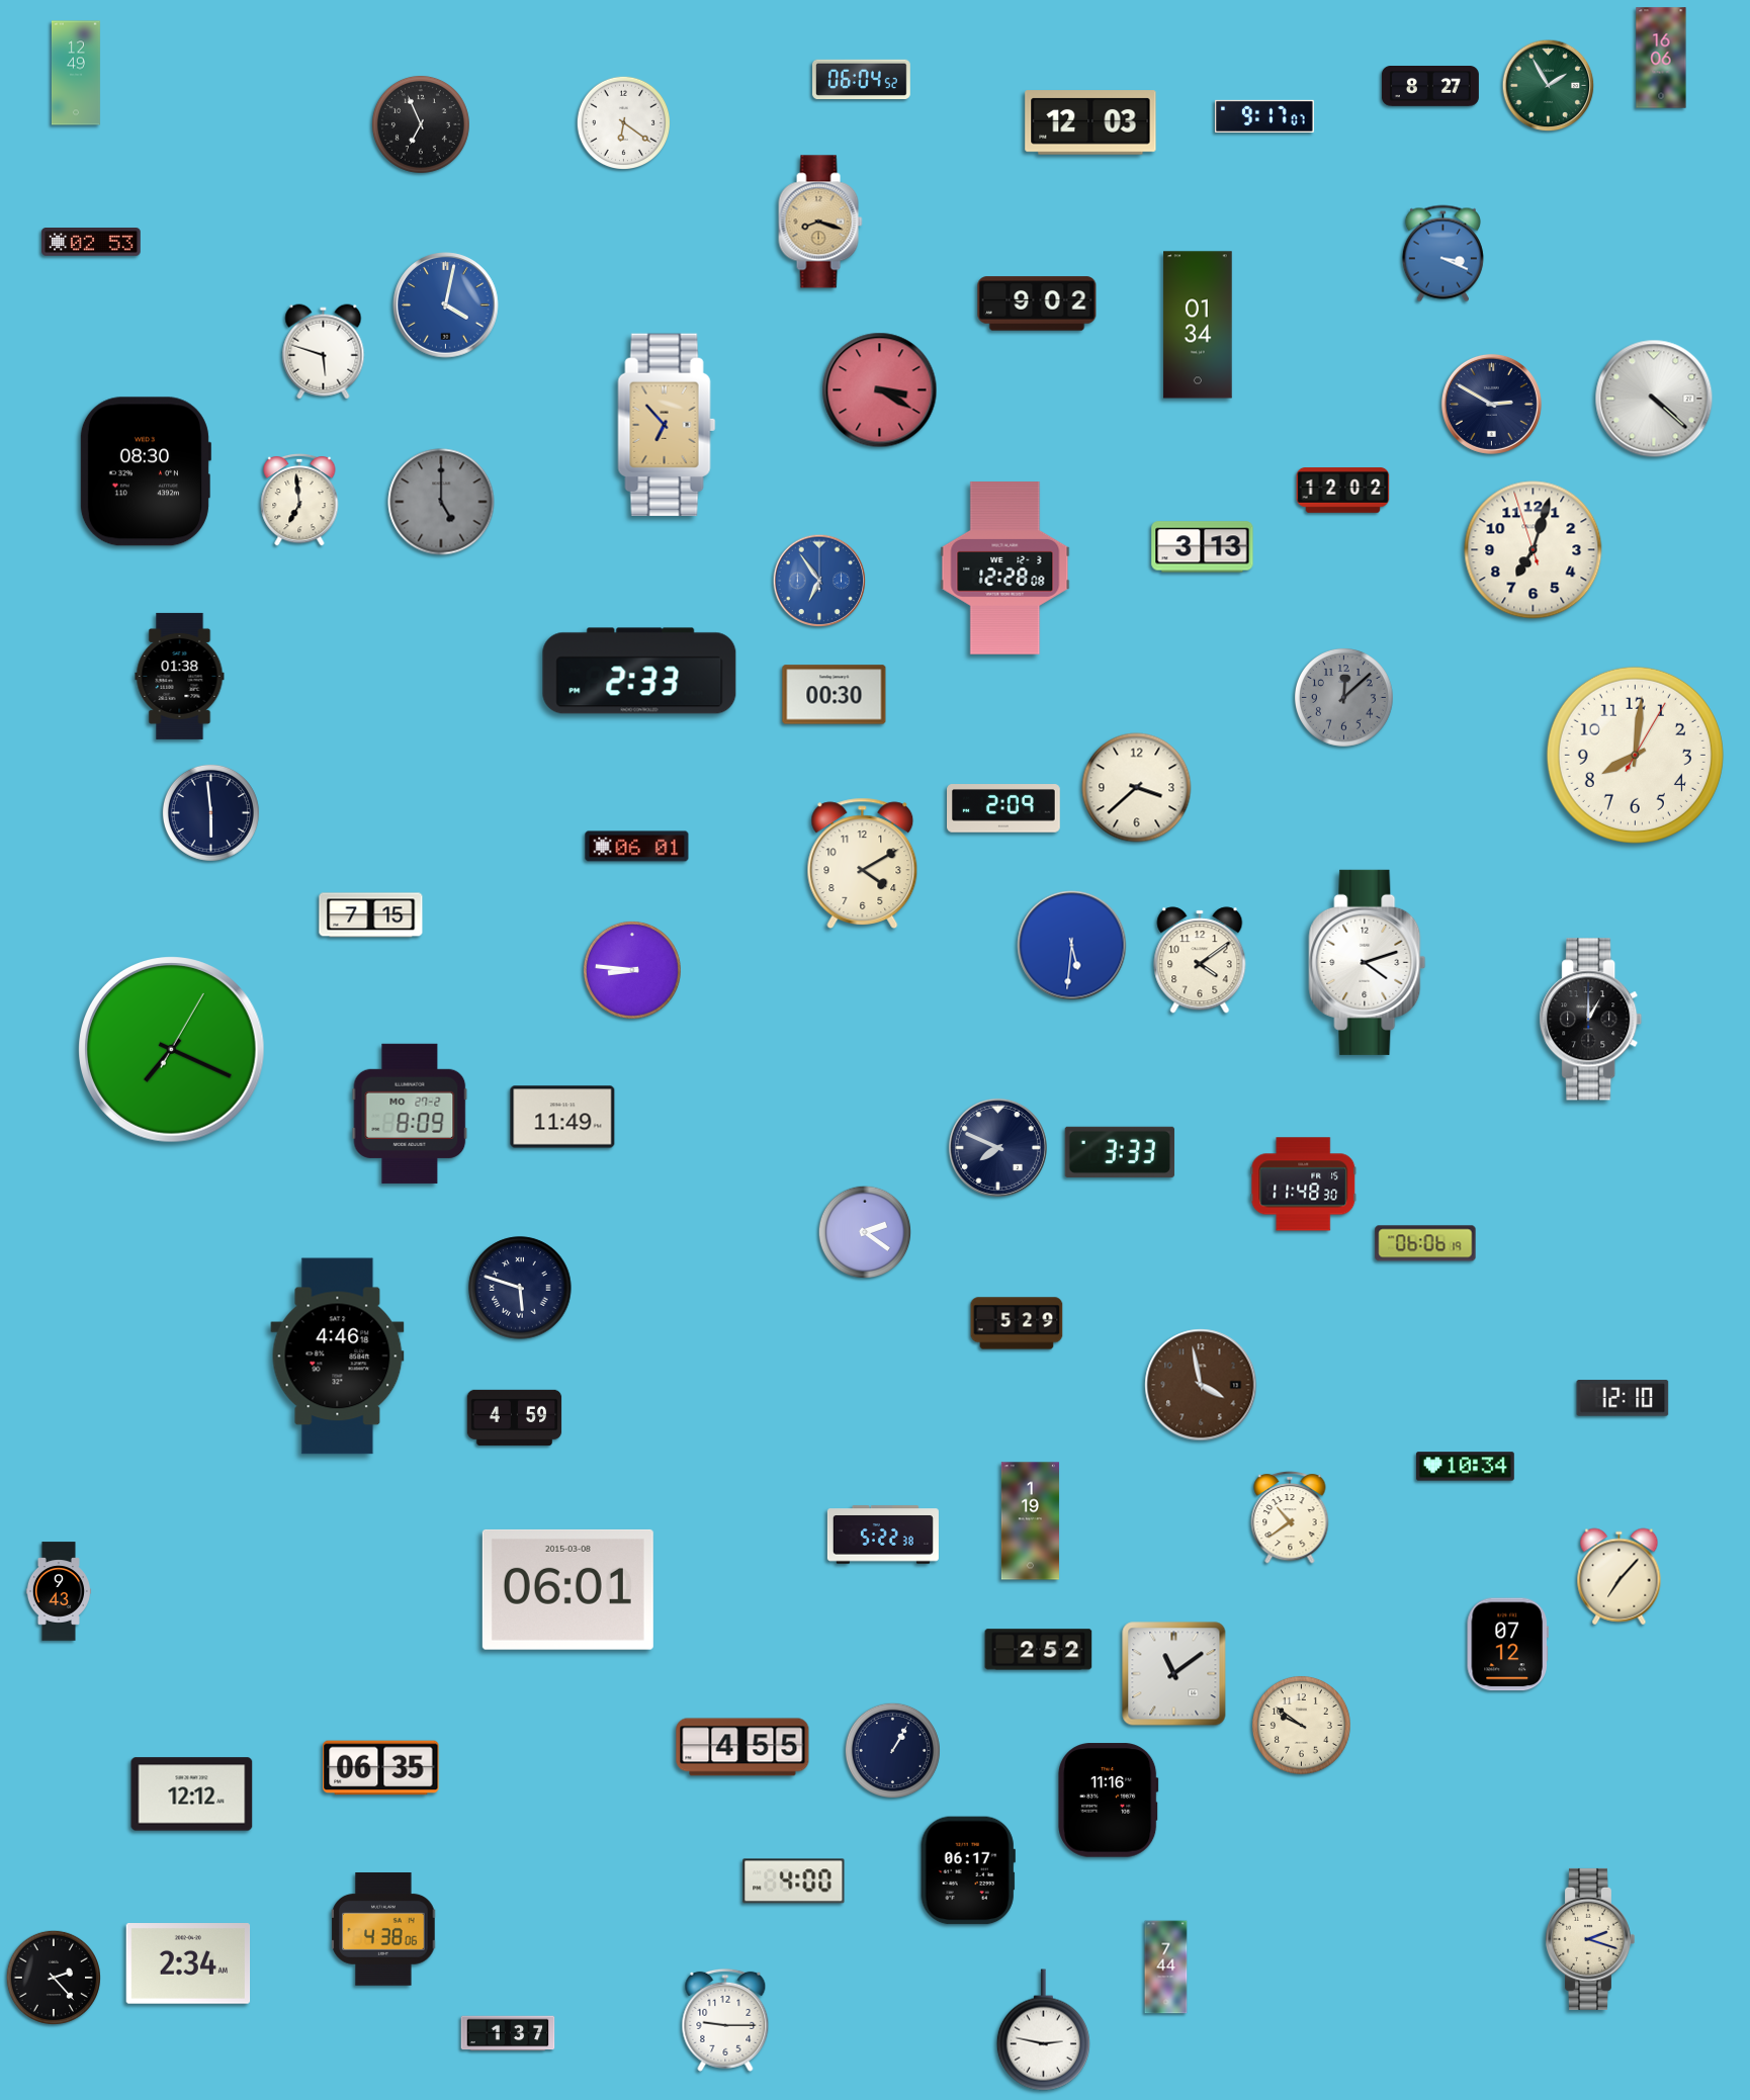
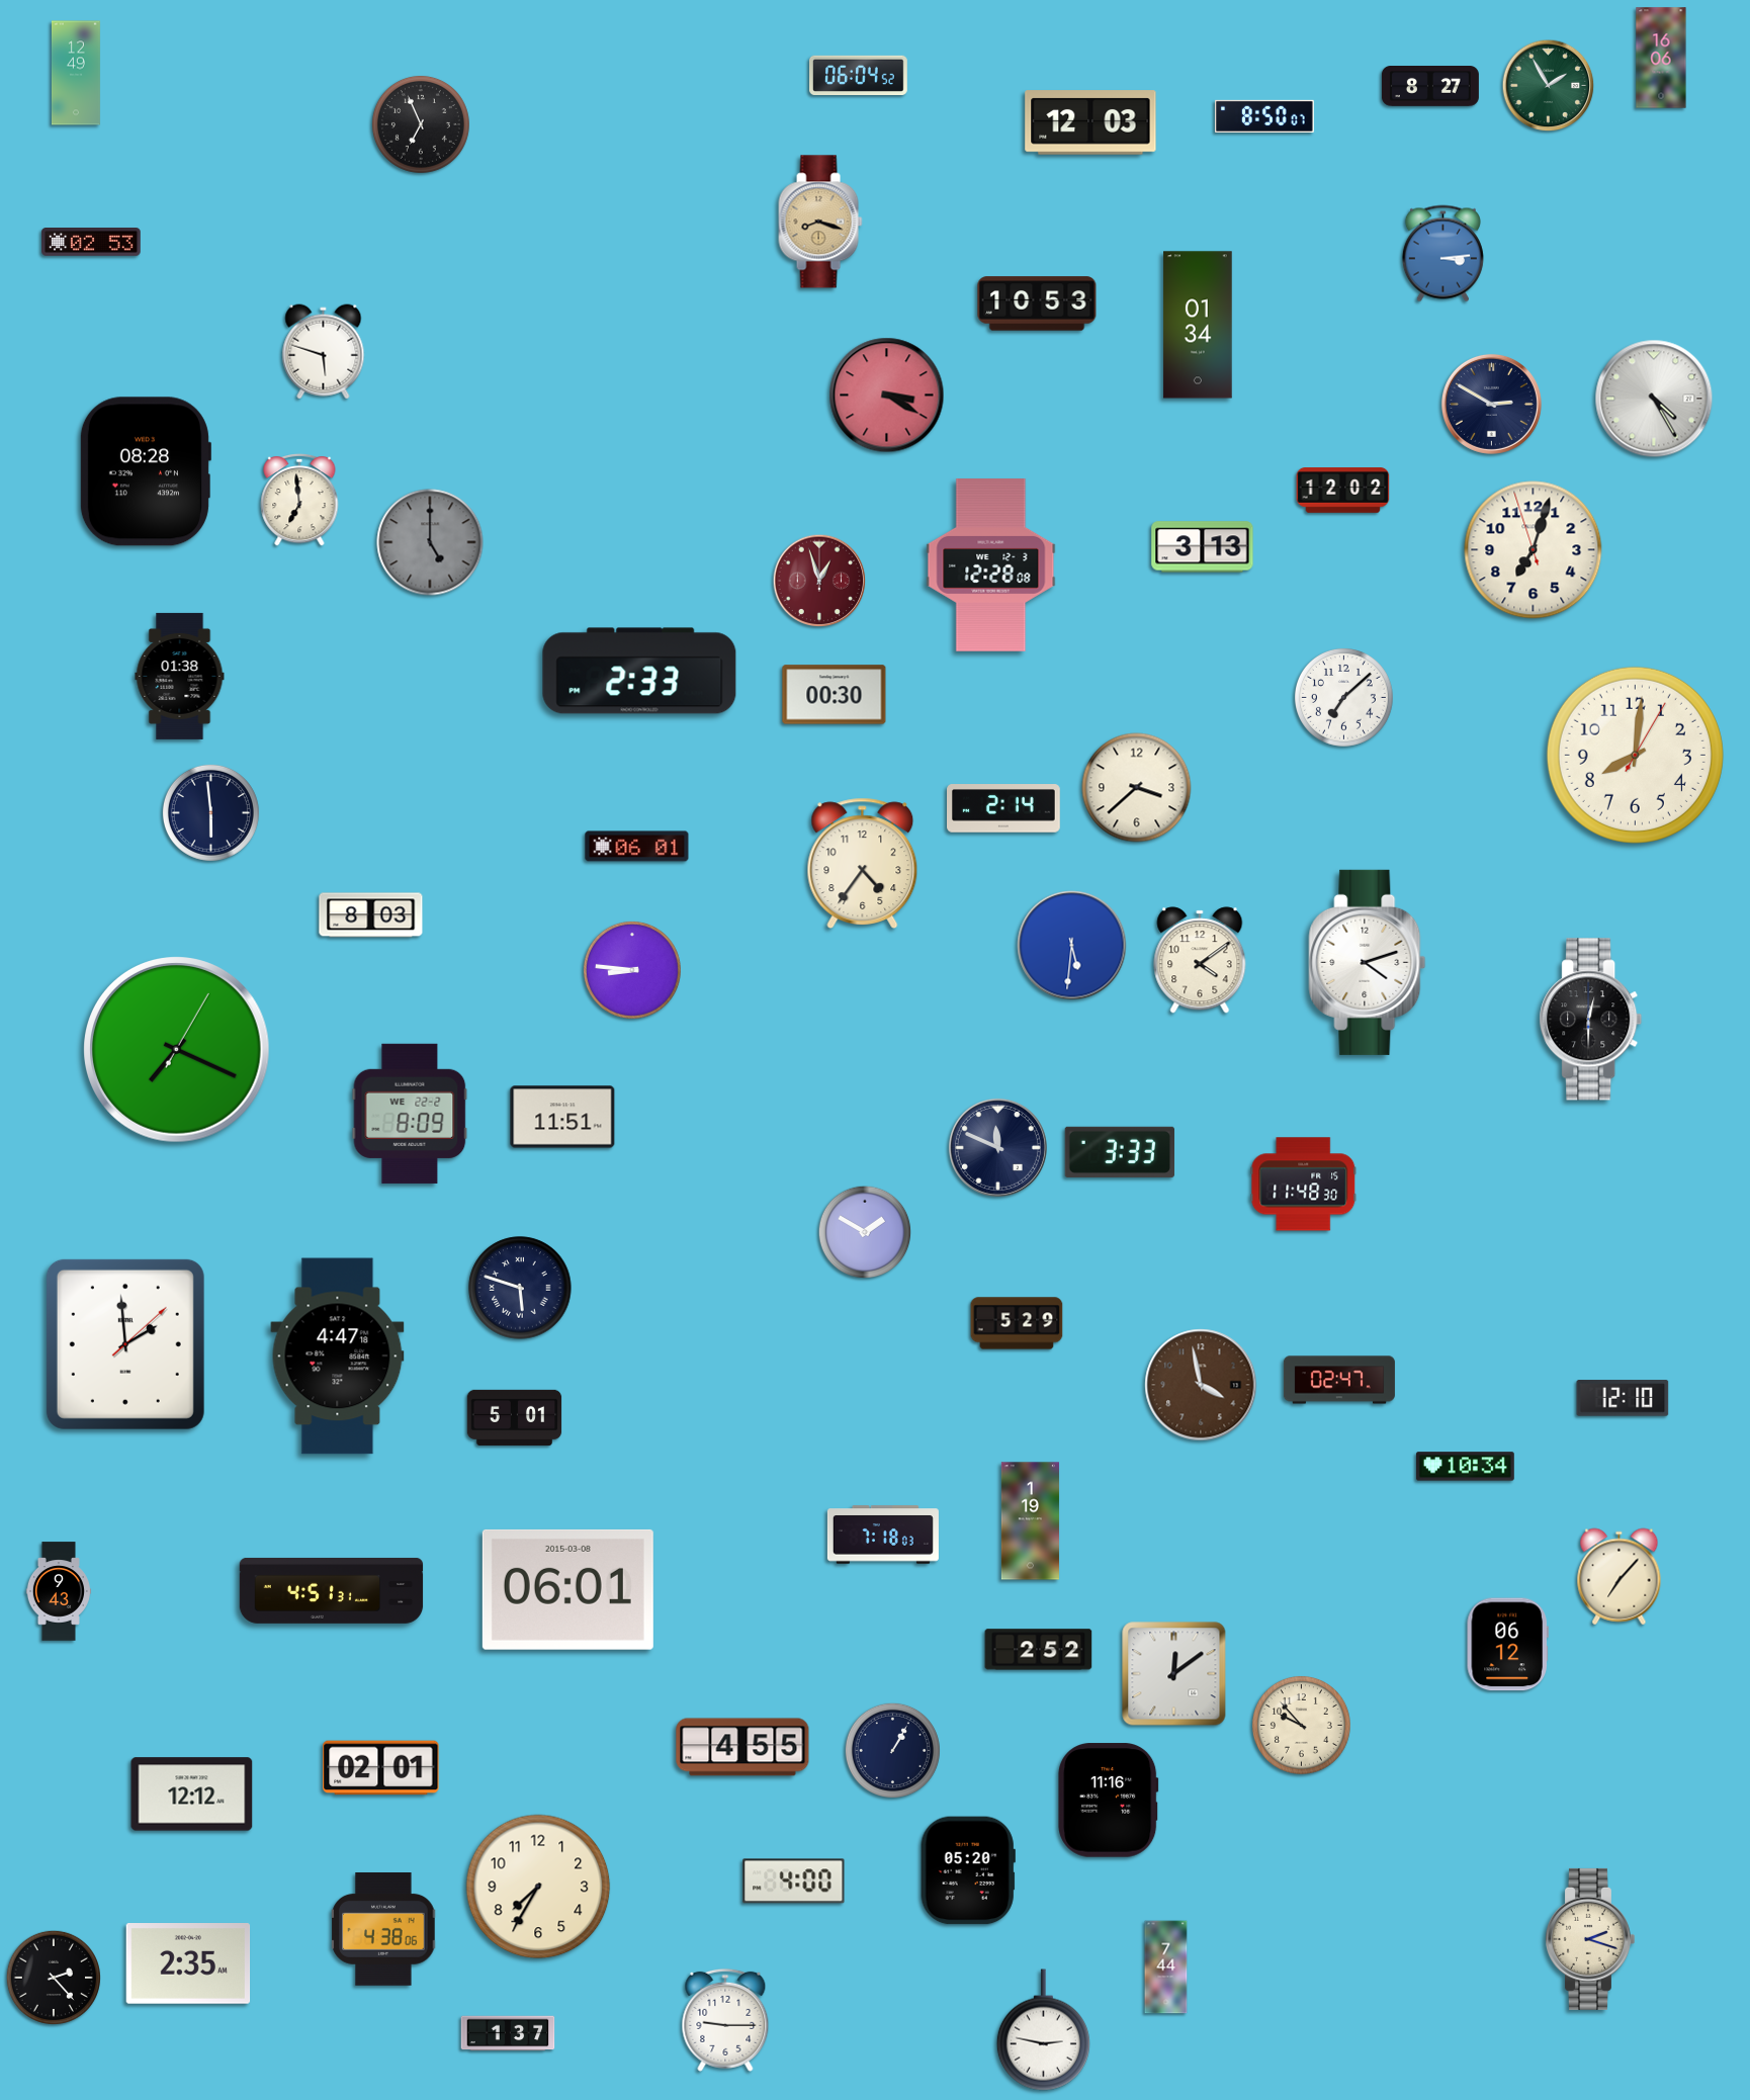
clock at (862, 79) position: (862, 79) -> (859, 75)
clock at (1264, 116): 9:17 -> 8:50
clock at (624, 123): 6:21 -> none
clock at (1442, 254): 3:19 -> 3:14
clock at (1037, 303): 9:02 -> 10:53
clock at (446, 305): 4:02 -> none
clock at (880, 390) position: (880, 390) -> (887, 396)
clock at (1654, 399): 4:22 -> 4:25
clock at (667, 425): 6:53 -> none
clock at (145, 471): 08:30 -> 08:28
clock at (441, 502) position: (441, 502) -> (430, 542)
clock at (1005, 568) position: (1005, 568) -> (991, 565)
clock at (819, 581): 6:54 -> 12:57
clock at (819, 581) dial: blue -> burgundy
clock at (1343, 697): 12:08 -> 7:08
clock at (1343, 697) dial: grey -> white
clock at (1004, 808): 2:09 -> 2:14
clock at (863, 863): 4:10 -> 4:36
clock at (371, 915): 7:15 -> 8:03
clock at (1591, 1020): 1:00 -> 12:30
clock at (172, 1050) position: (172, 1050) -> (177, 1050)
clock at (410, 1114) date: MO 27-2 -> WE 22-2
clock at (562, 1117): 11:49 -> 11:51
clock at (997, 1147): 7:49 -> 11:49
clock at (865, 1232): 2:21 -> 1:50
clock at (1425, 1243): 06:06 -> none
clock at (125, 1344): none -> 1:59
clock at (338, 1357): 4:46 -> 4:47
clock at (1339, 1380): none -> 02:47
clock at (515, 1417): 4:59 -> 5:01
clock at (1290, 1517): 10:39 -> none
clock at (883, 1535): 5:22 -> 7:18
clock at (332, 1590): none -> 4:51
clock at (1507, 1645): 07:12 -> 06:12
clock at (1174, 1674): 11:09 -> 12:09
clock at (1301, 1725): 9:51 -> 9:53
clock at (381, 1768): 06:35 -> 02:01
clock at (968, 1870): 06:17 -> 05:20
clock at (538, 1887): none -> 7:35
clock at (188, 1963): 2:34 -> 2:35
